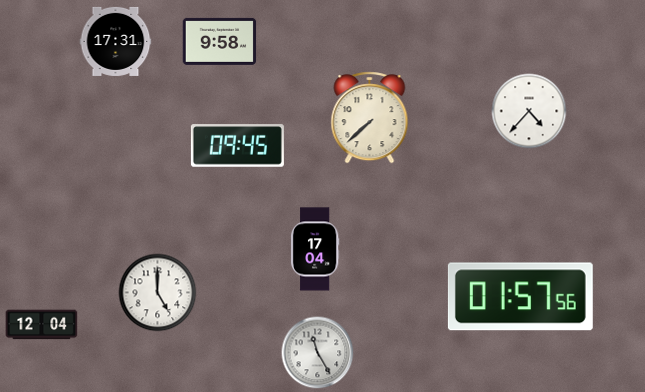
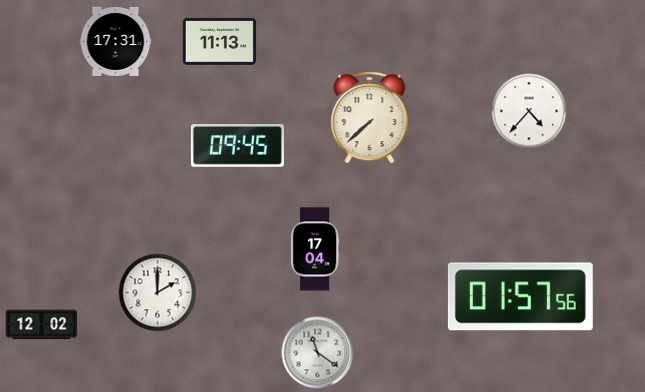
clock at (220, 41): 9:58 -> 11:13
clock at (158, 293): 5:00 -> 2:00
clock at (42, 325): 12:04 -> 12:02
clock at (318, 353): 11:25 -> 11:21
